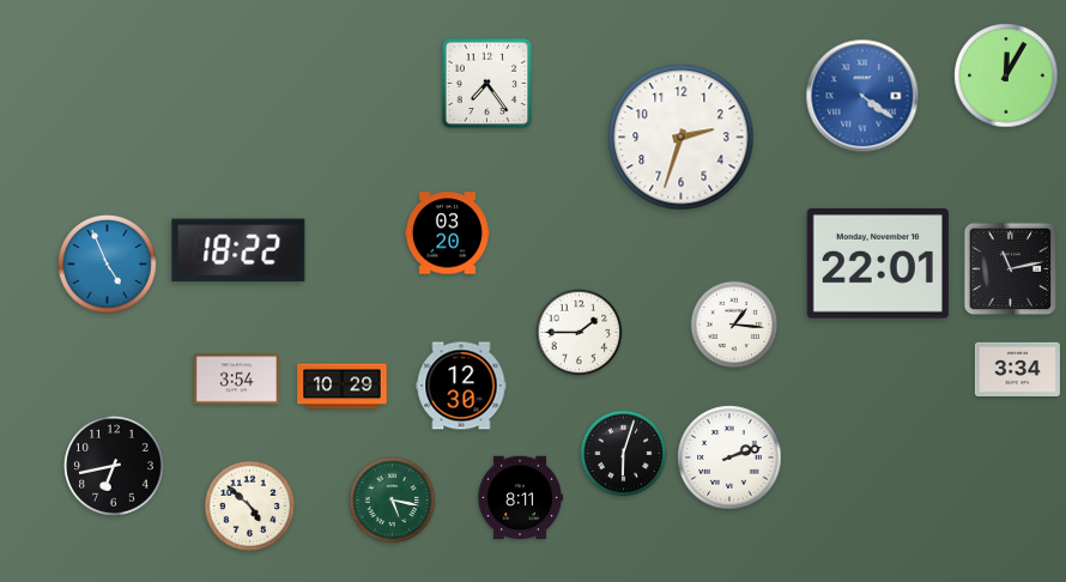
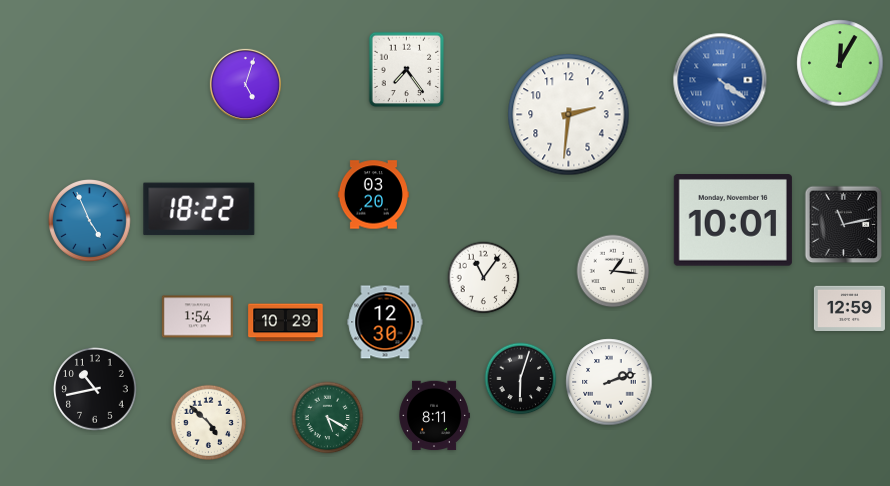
clock at (245, 84): none -> 5:03
clock at (682, 138): 2:33 -> 2:31
clock at (878, 263): 22:01 -> 10:01
clock at (580, 333): 1:45 -> 11:06
clock at (1017, 369): 3:34 -> 12:59
clock at (236, 380): 3:54 -> 1:54
clock at (114, 466): 6:43 -> 10:43
clock at (393, 501): 5:17 -> 5:20
